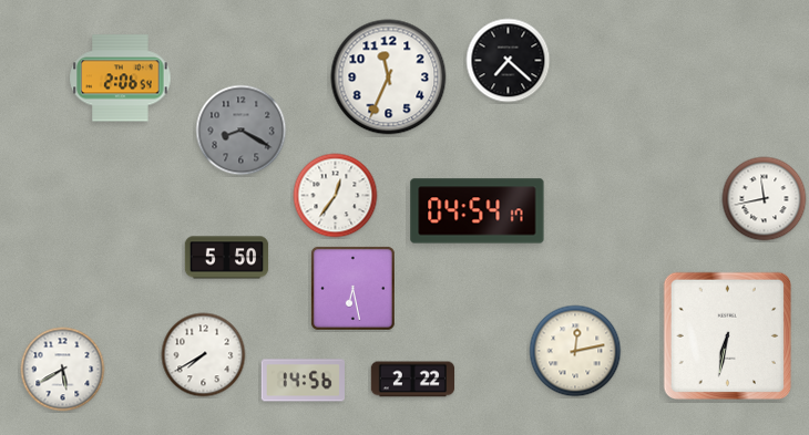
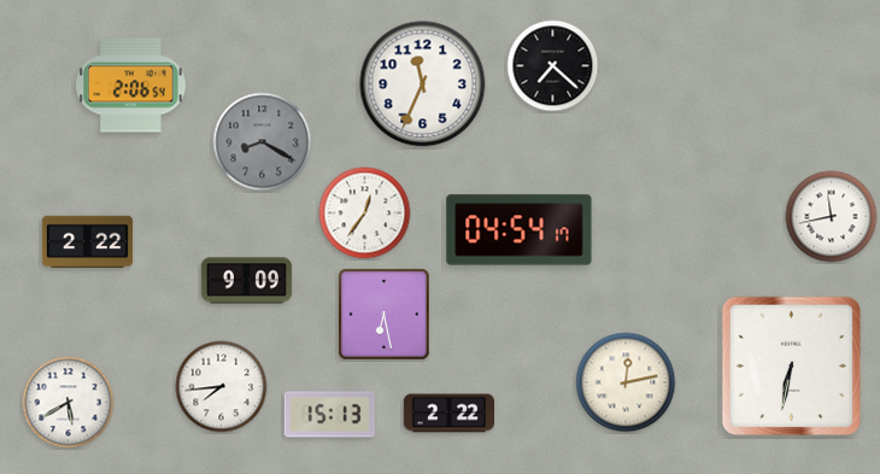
clock at (88, 242): none -> 2:22
clock at (227, 258): 5:50 -> 9:09
clock at (204, 355): 7:40 -> 7:44
clock at (303, 381): 14:56 -> 15:13
